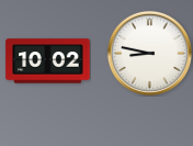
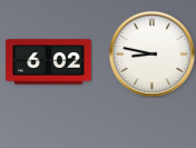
clock at (48, 61): 10:02 -> 6:02
